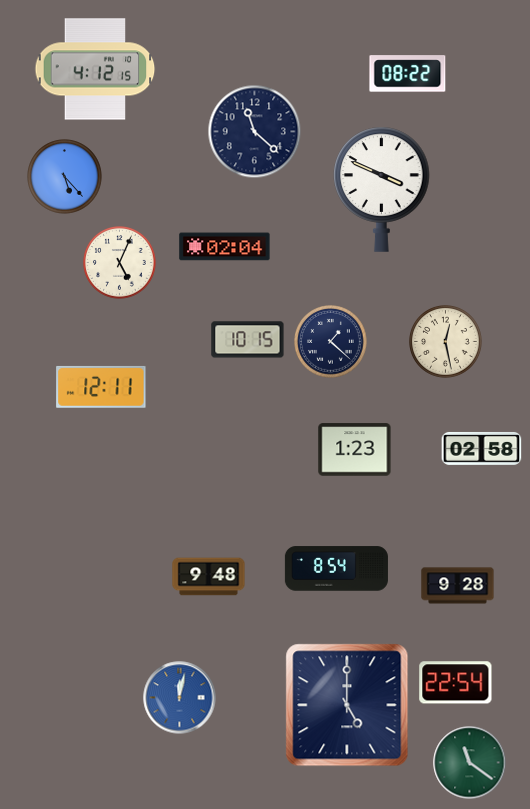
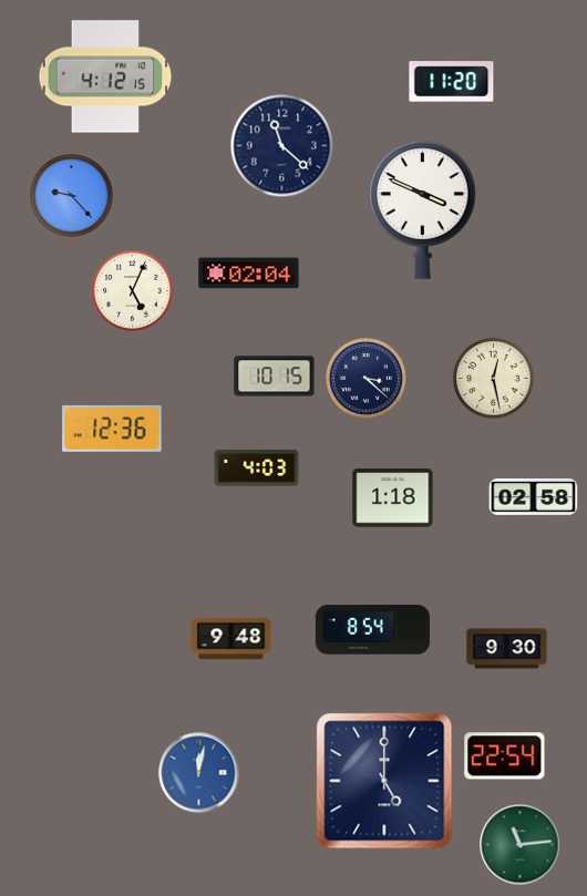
clock at (408, 74): 08:22 -> 11:20
clock at (65, 177): 5:23 -> 9:23
clock at (331, 342): 1:22 -> 3:22
clock at (101, 387): 12:11 -> 12:36
clock at (257, 468): none -> 4:03
clock at (355, 450): 1:23 -> 1:18
clock at (458, 586): 9:28 -> 9:30
clock at (470, 763): 11:21 -> 11:14
